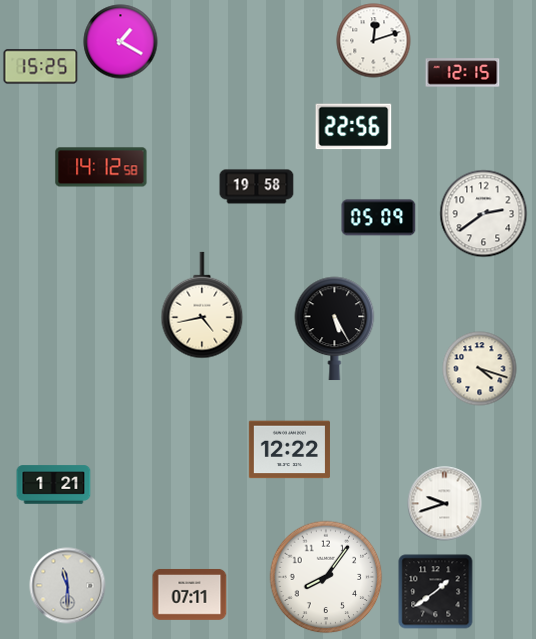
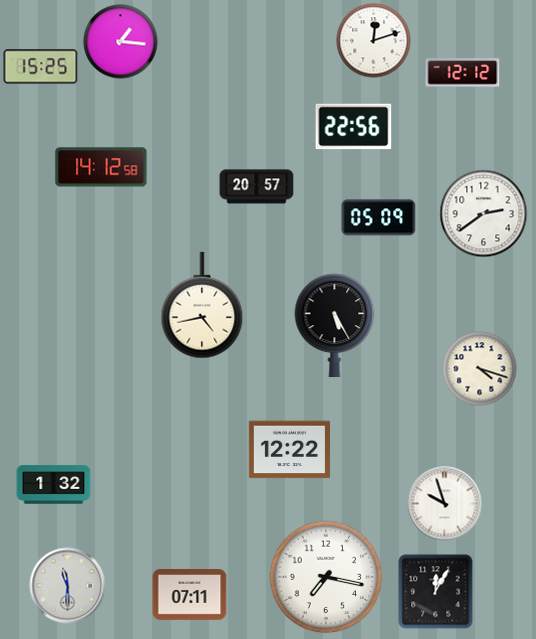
clock at (121, 42): 1:20 -> 1:16
clock at (463, 73): 12:15 -> 12:12
clock at (257, 187): 19:58 -> 20:57
clock at (335, 329) position: (335, 329) -> (335, 326)
clock at (54, 485): 1:21 -> 1:32
clock at (445, 504): 9:42 -> 9:57
clock at (326, 577): 8:06 -> 7:17
clock at (436, 592): 1:39 -> 12:05
